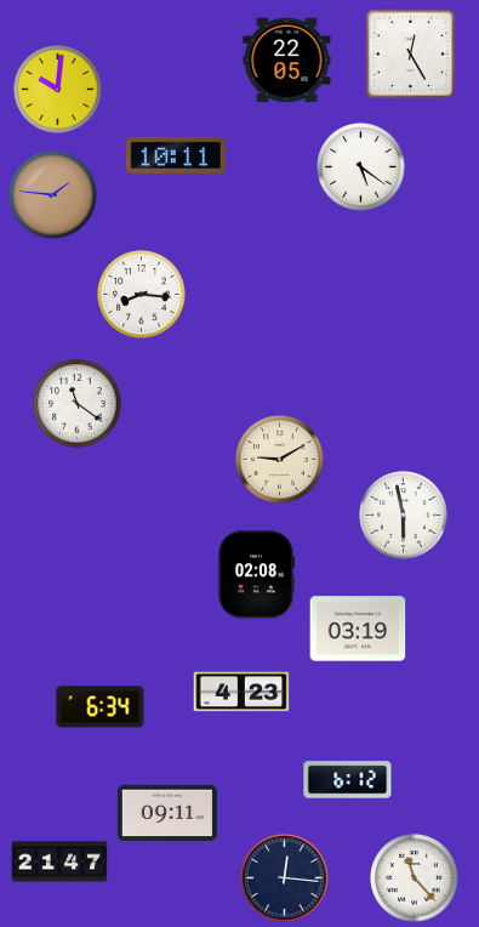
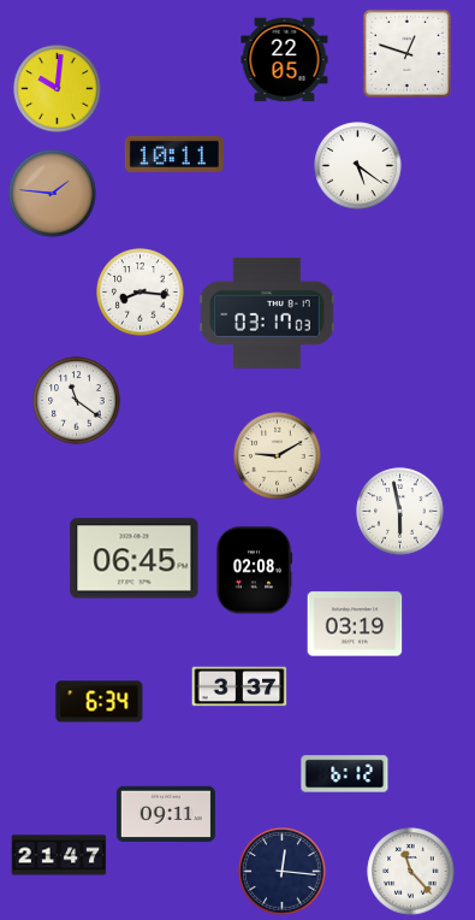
clock at (410, 53): 12:25 -> 12:48
clock at (267, 313): none -> 03:17
clock at (135, 559): none -> 06:45
clock at (241, 692): 4:23 -> 3:37
clock at (167, 813) position: (167, 813) -> (166, 814)
